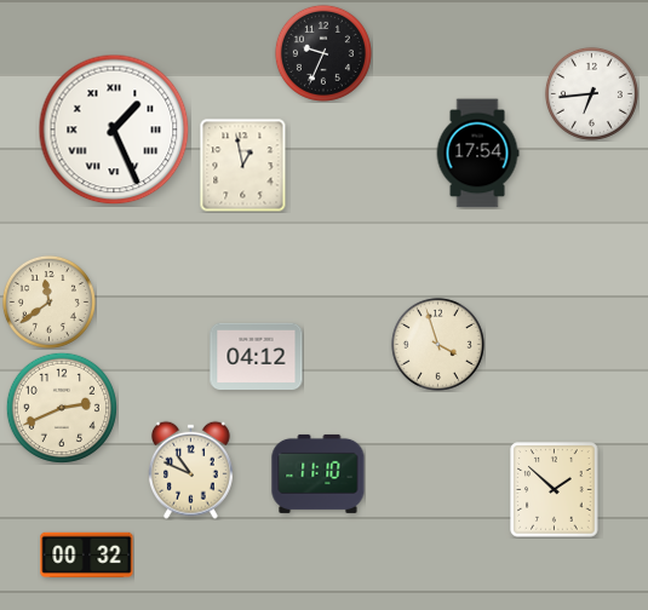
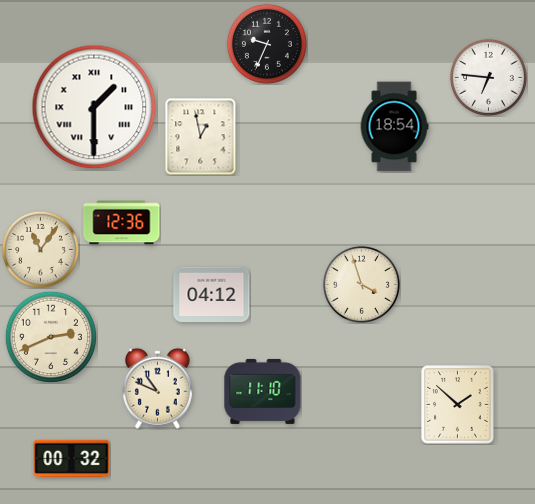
clock at (591, 93): 6:44 -> 6:46
clock at (114, 130): 1:26 -> 1:30
clock at (477, 154): 17:54 -> 18:54
clock at (122, 223): none -> 12:36
clock at (48, 301): 11:39 -> 11:06
